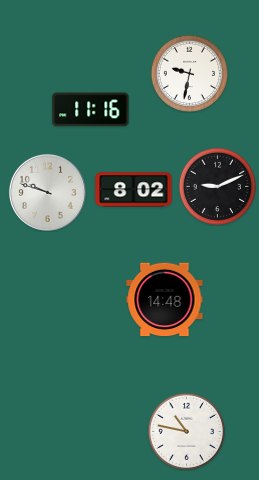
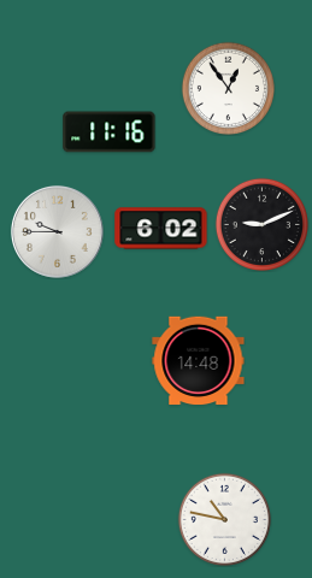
clock at (189, 73): 9:32 -> 12:54
clock at (134, 190): 8:02 -> 6:02
clock at (47, 192): 9:48 -> 9:45
